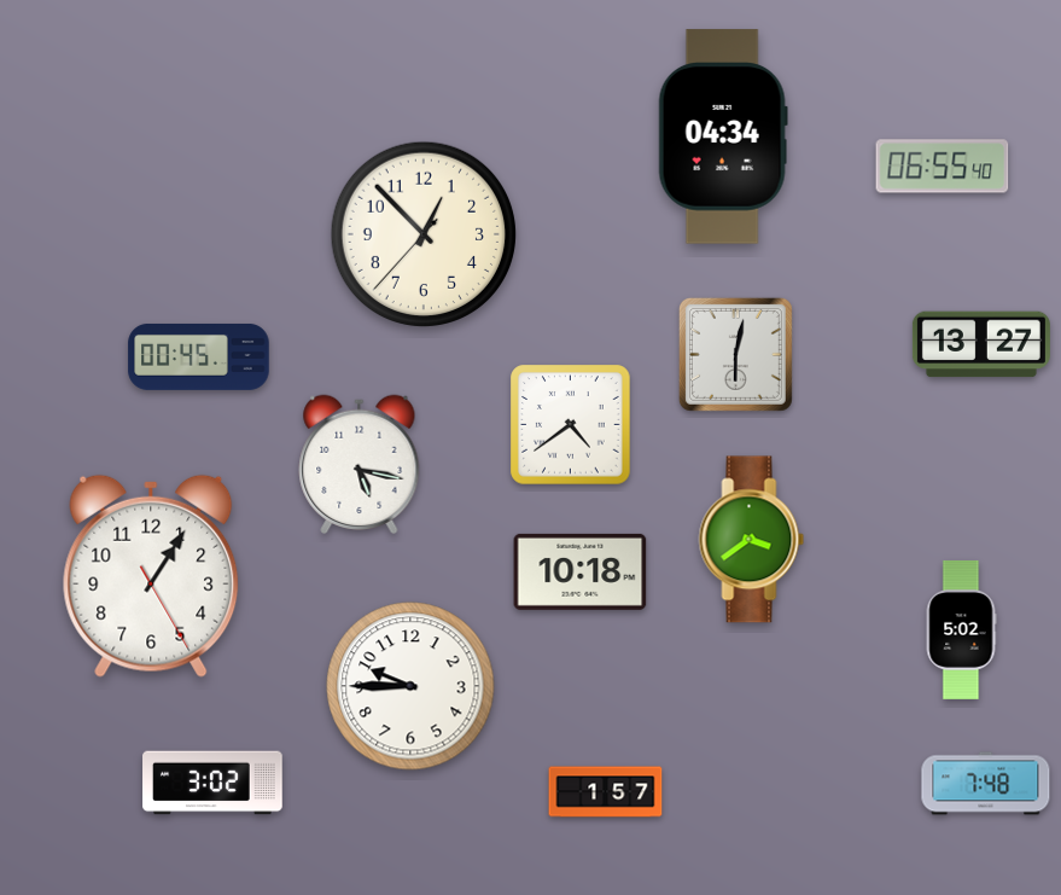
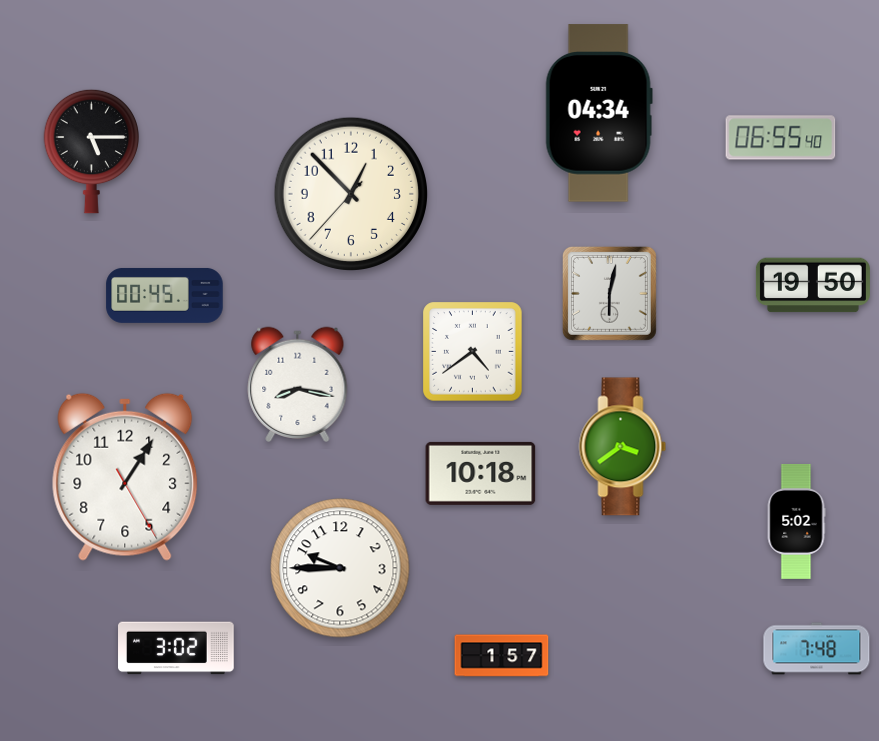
clock at (91, 151): none -> 5:15
clock at (981, 344): 13:27 -> 19:50
clock at (360, 464): 5:17 -> 8:17
